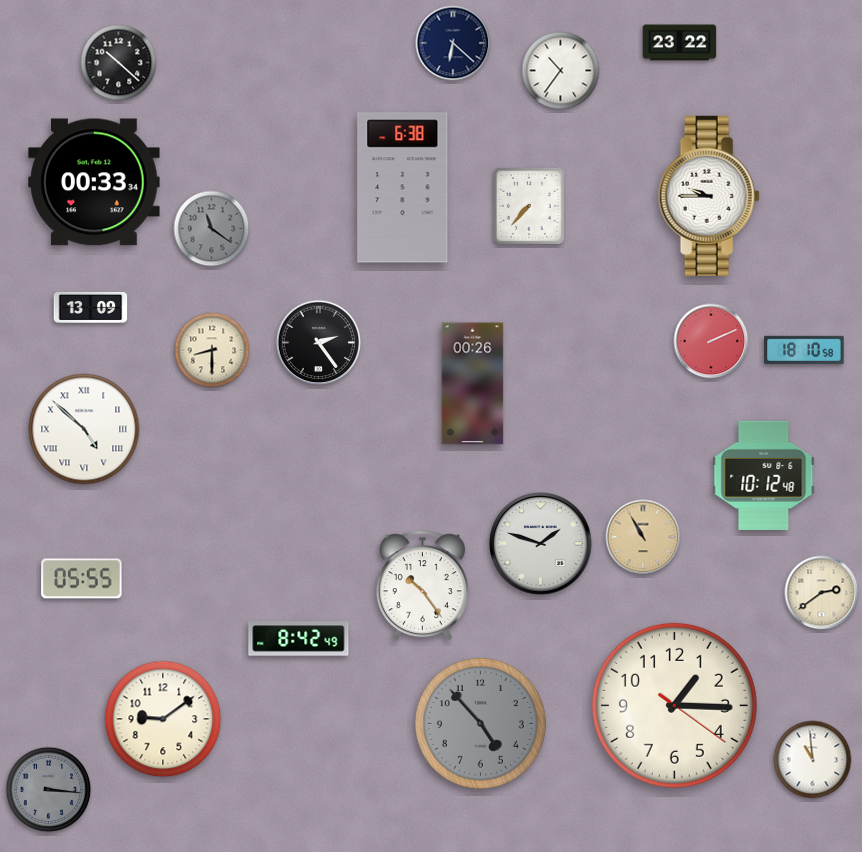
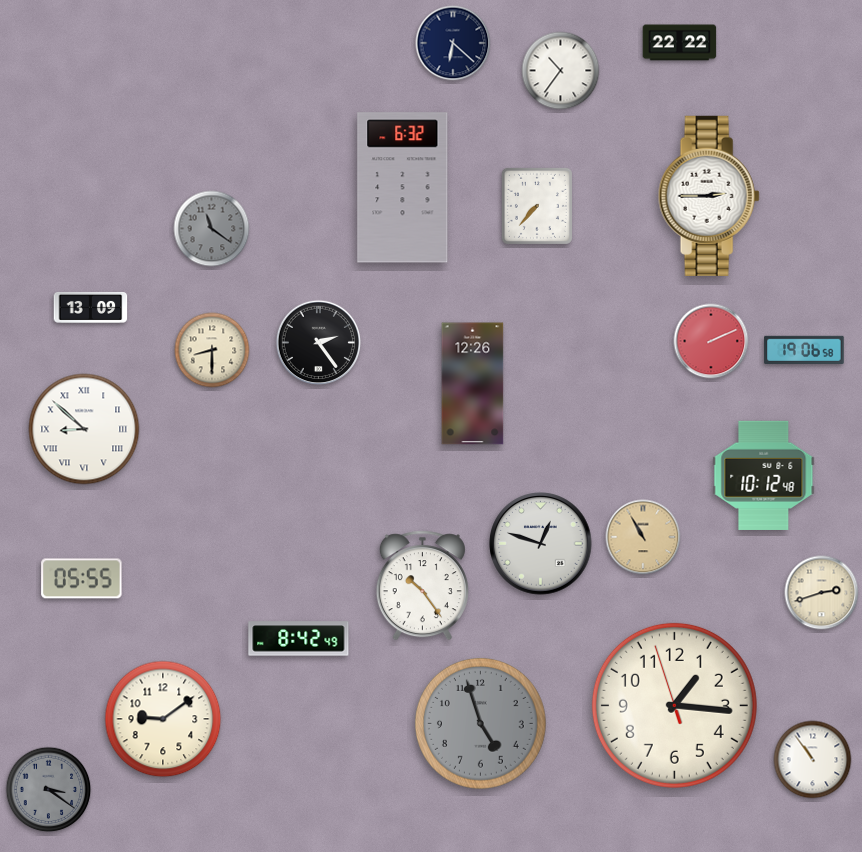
clock at (680, 43): 23:22 -> 22:22
clock at (119, 63): 10:22 -> none
clock at (94, 182): 00:33 -> none
clock at (403, 188): 6:38 -> 6:32
clock at (709, 196): 9:45 -> 2:45
clock at (529, 206) position: (529, 206) -> (537, 206)
clock at (804, 350): 18:10 -> 19:06
clock at (473, 384): 00:26 -> 12:26
clock at (84, 429): 4:52 -> 8:52
clock at (541, 544): 1:48 -> 12:48
clock at (822, 593): 2:39 -> 2:42
clock at (674, 705): 1:15:21 -> 1:15:57
clock at (480, 723): 4:53 -> 4:57
clock at (813, 760): 10:59 -> 10:54
clock at (49, 790): 3:16 -> 3:21
